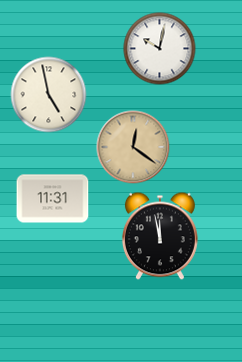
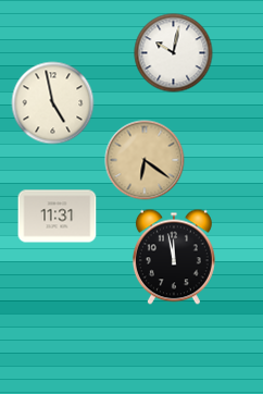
clock at (133, 147): 12:21 -> 6:21
